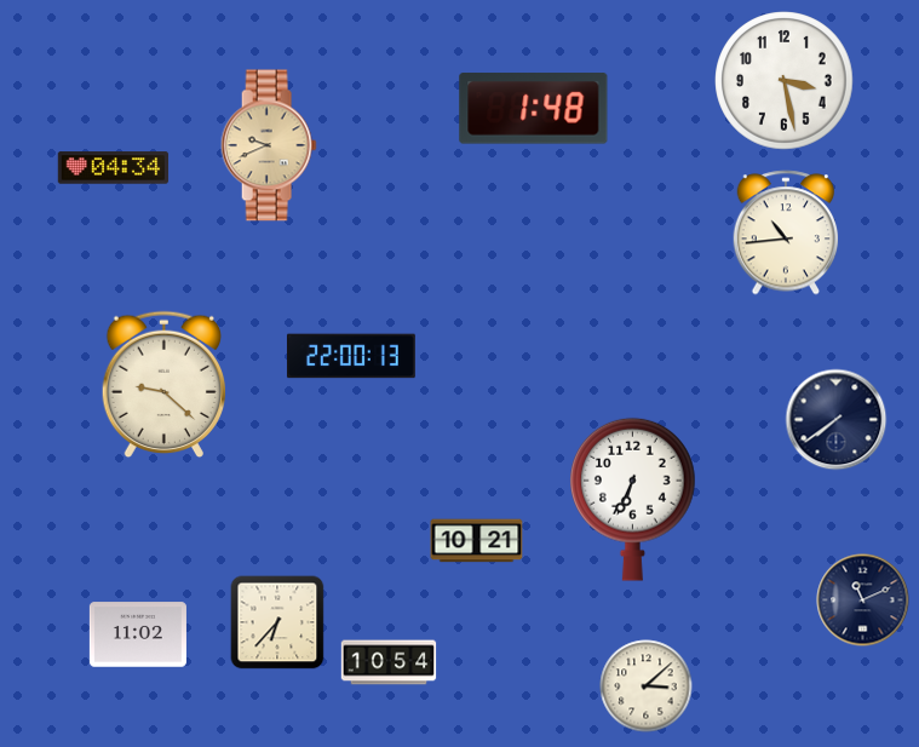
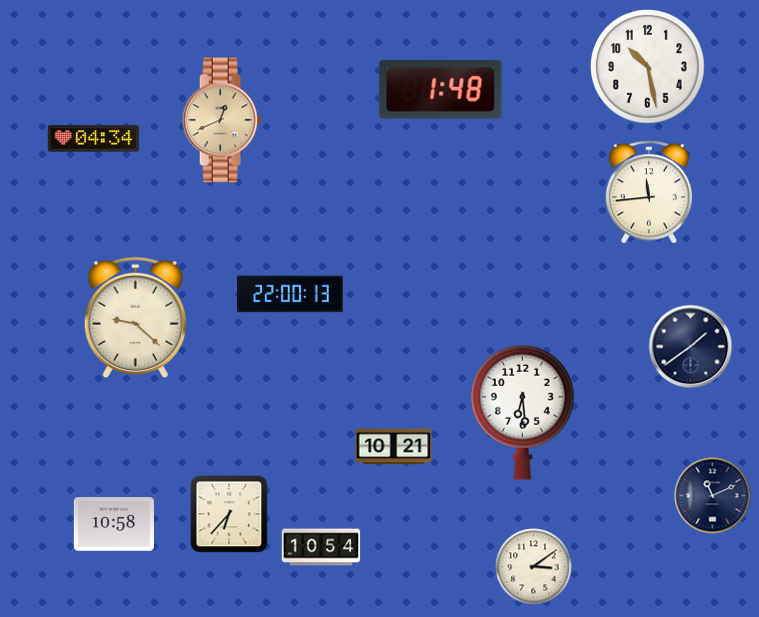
clock at (785, 81): 3:28 -> 10:28
clock at (269, 145): 9:41 -> 12:41
clock at (786, 232): 10:44 -> 11:44
clock at (837, 420): 7:39 -> 1:39
clock at (633, 499): 6:34 -> 6:29
clock at (138, 634): 11:02 -> 10:58
clock at (647, 686): 3:08 -> 3:09
